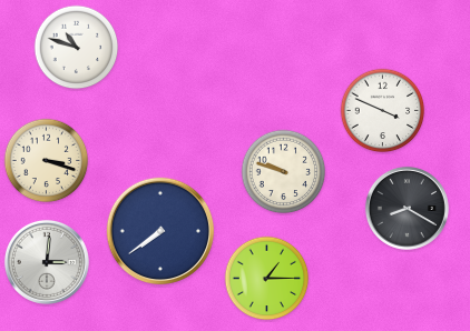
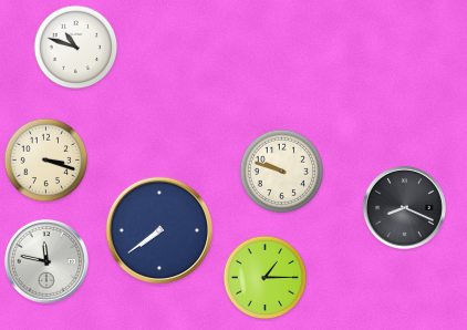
clock at (383, 111): 3:49 -> none
clock at (407, 208): 8:20 -> 8:19
clock at (47, 262): 3:01 -> 11:47
